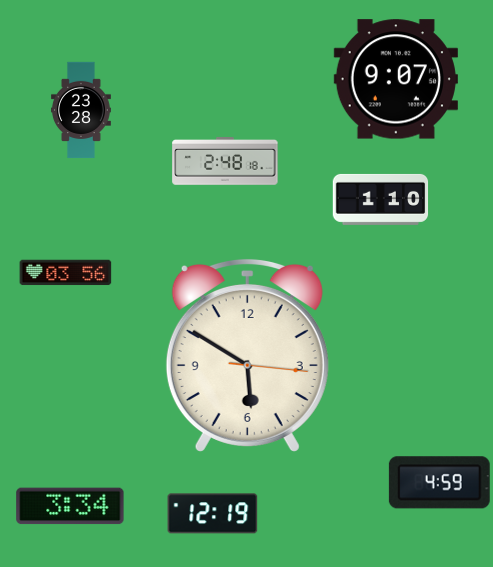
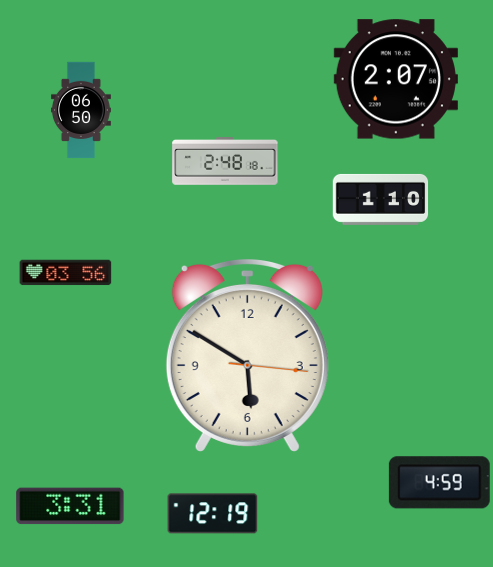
clock at (396, 79): 9:07 -> 2:07
clock at (82, 110): 23:28 -> 06:50
clock at (70, 506): 3:34 -> 3:31
